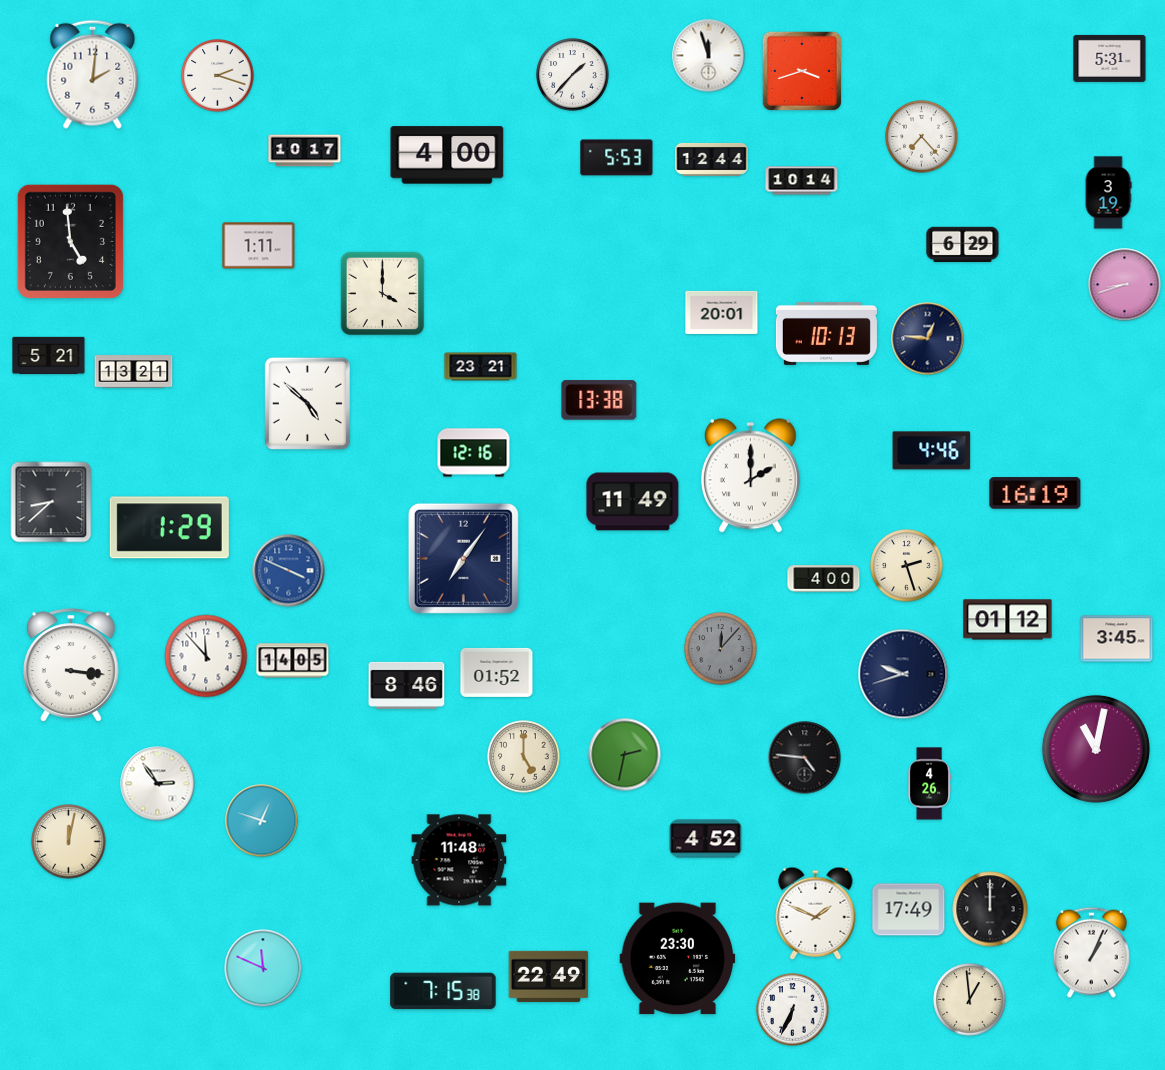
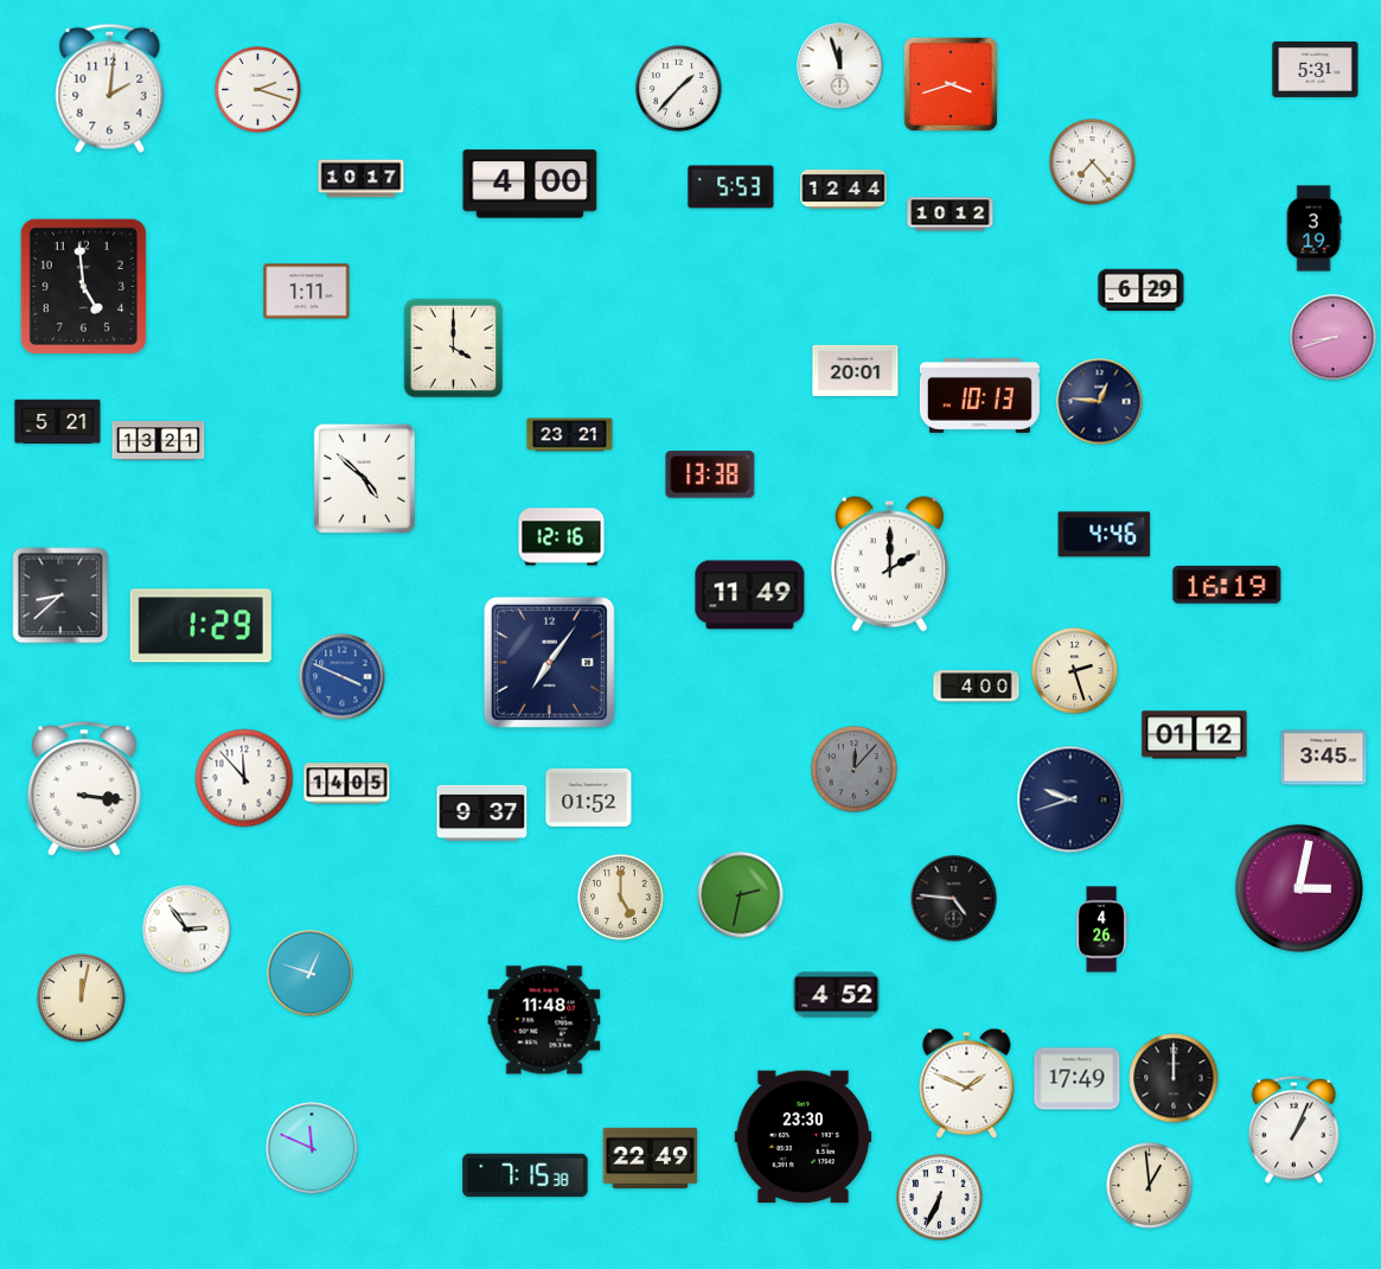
clock at (802, 181): 10:14 -> 10:12
clock at (407, 685): 8:46 -> 9:37
clock at (1096, 749): 11:02 -> 3:02
